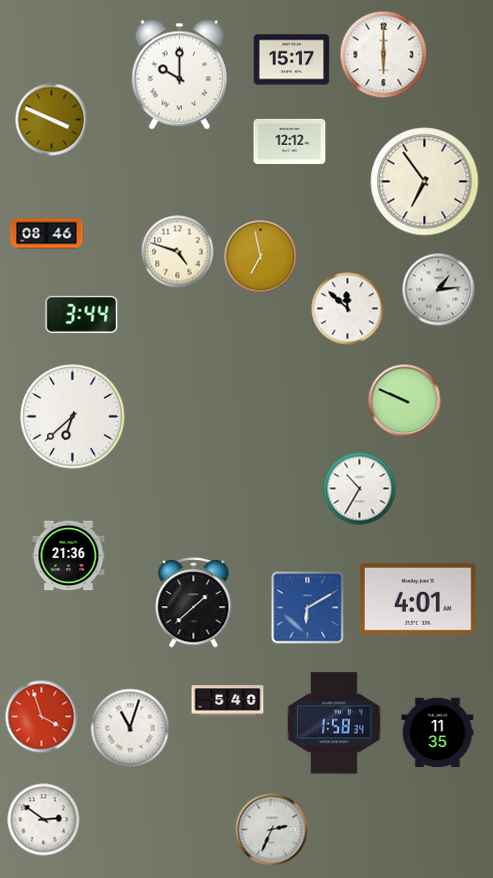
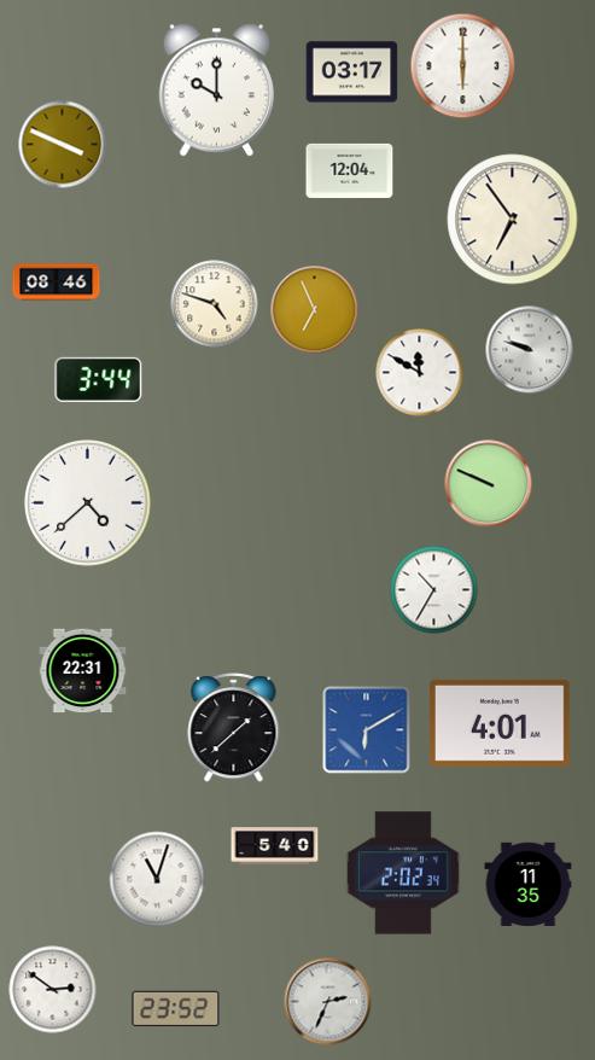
clock at (292, 60): 15:17 -> 03:17
clock at (290, 141): 12:12 -> 12:04
clock at (261, 257): 6:58 -> 6:56
clock at (439, 290): 1:14 -> 9:48
clock at (348, 309): 11:52 -> 11:50
clock at (73, 417): 6:38 -> 4:38
clock at (69, 556): 21:36 -> 22:31
clock at (418, 599) position: (418, 599) -> (500, 723)
clock at (308, 608) position: (308, 608) -> (367, 730)
clock at (42, 717): 3:57 -> none
clock at (334, 723): 1:58 -> 2:02
clock at (176, 1009): none -> 23:52
